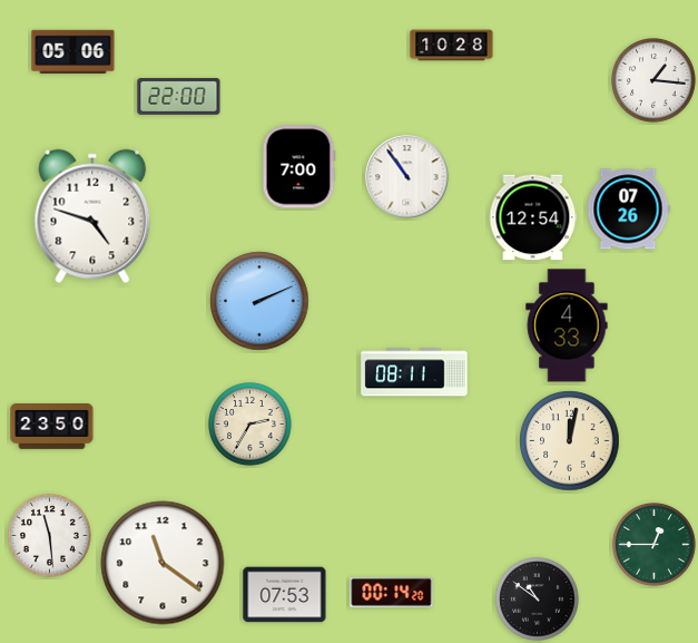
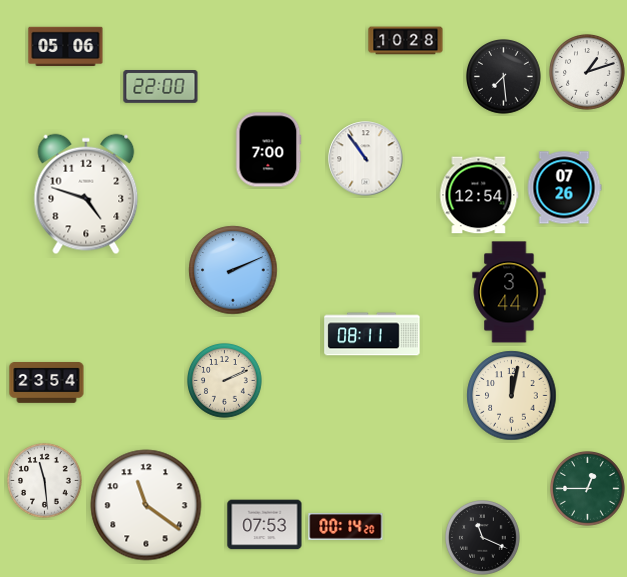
clock at (653, 80): 1:16 -> 1:12
clock at (504, 77): none -> 7:29
clock at (92, 216) position: (92, 216) -> (86, 194)
clock at (567, 325): 4:33 -> 3:44
clock at (250, 425): 2:35 -> 2:11
clock at (52, 427): 23:50 -> 23:54
clock at (392, 593) position: (392, 593) -> (346, 527)
clock at (285, 595) position: (285, 595) -> (265, 525)
clock at (538, 600): 10:51 -> 11:19
